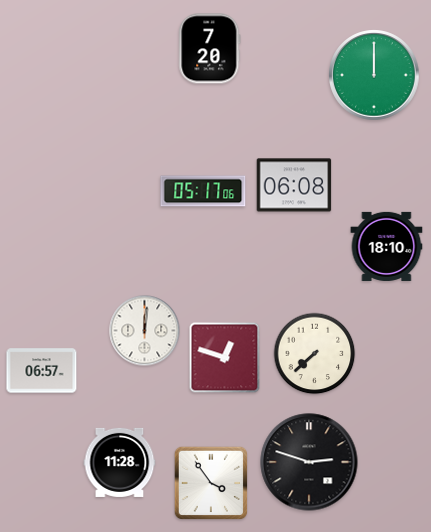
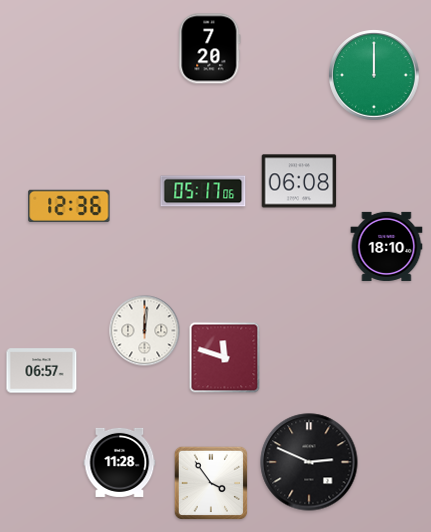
clock at (294, 185) position: (294, 185) -> (299, 181)
clock at (69, 205): none -> 12:36
clock at (315, 354): 7:38 -> none
clock at (225, 358): 12:48 -> 11:48
clock at (309, 462): 2:48 -> 2:49
